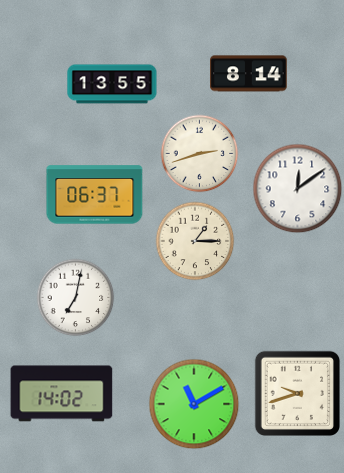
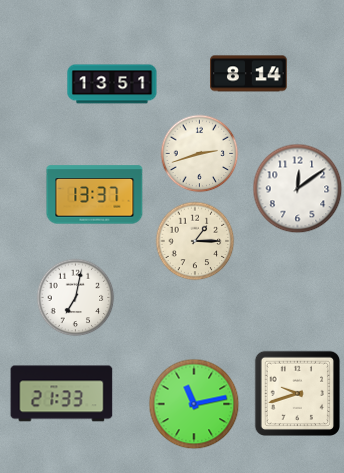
clock at (112, 84): 13:55 -> 13:51
clock at (95, 195): 06:37 -> 13:37
clock at (62, 394): 14:02 -> 21:33
clock at (194, 404): 11:10 -> 11:13
